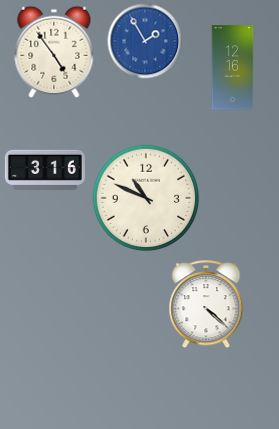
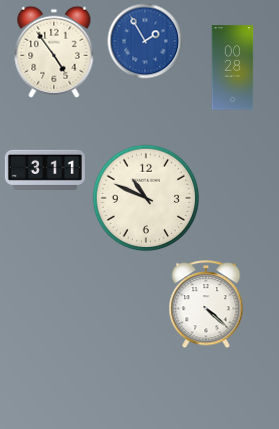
clock at (233, 68): 12:16 -> 00:28
clock at (45, 169): 3:16 -> 3:11
